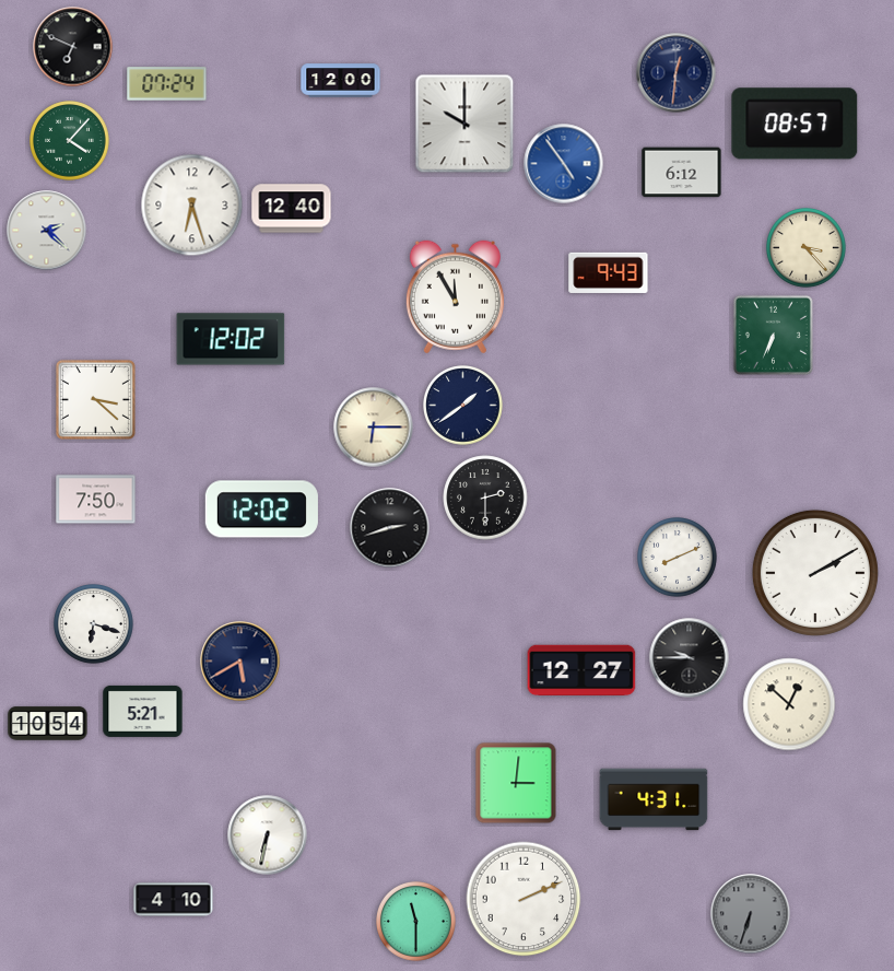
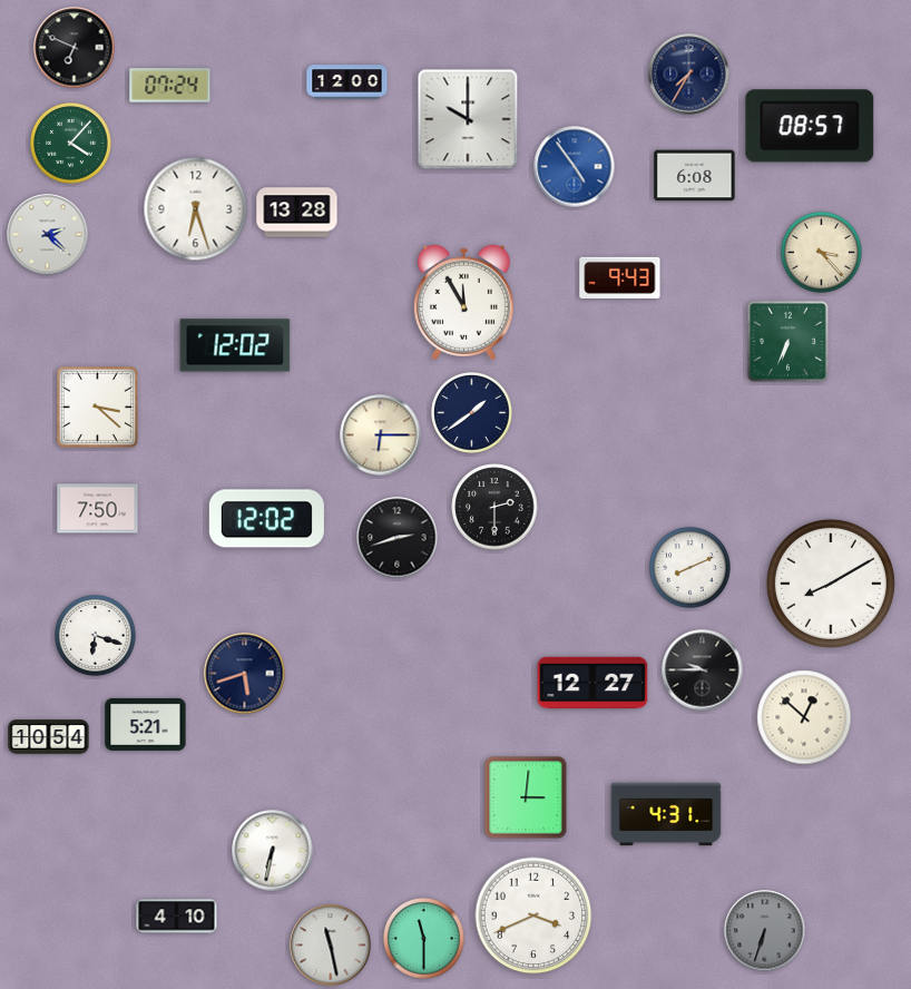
clock at (677, 73): 12:31 -> 7:35
clock at (464, 124) position: (464, 124) -> (468, 119)
clock at (682, 173): 6:12 -> 6:08
clock at (292, 209): 12:40 -> 13:28
clock at (815, 573): 2:10 -> 8:10
clock at (240, 662): 5:40 -> 5:42
clock at (524, 899): 2:11 -> 3:41
clock at (331, 946): none -> 11:28
